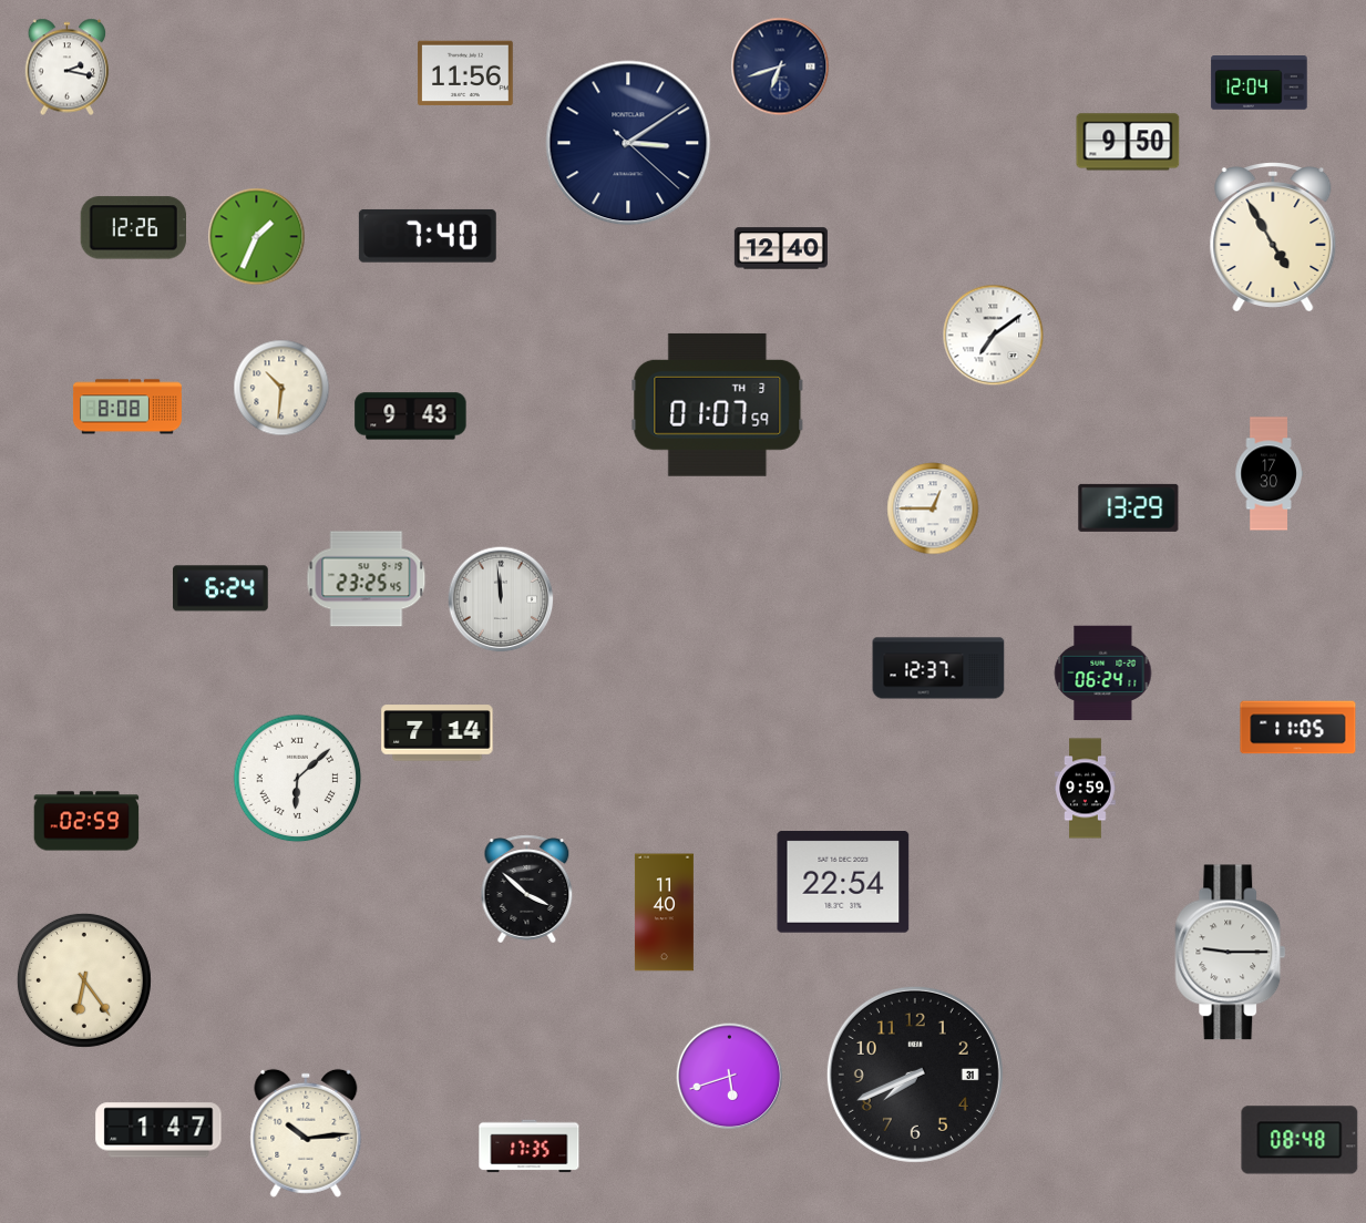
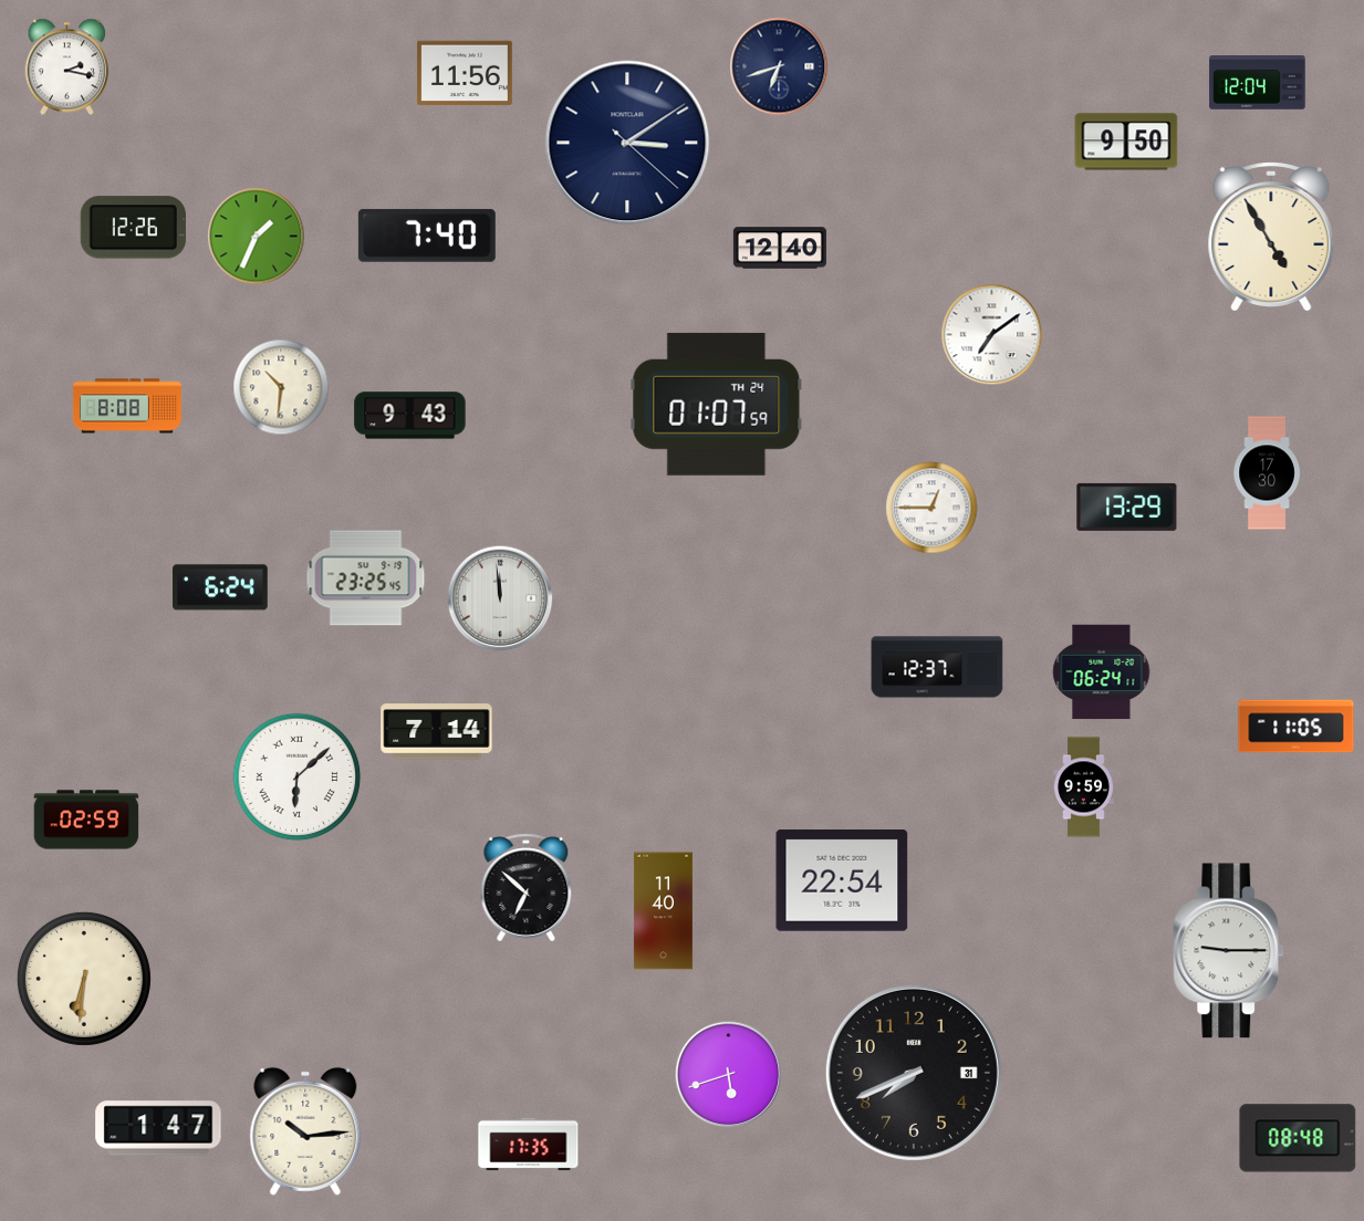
clock at (718, 404) date: TH 3 -> TH 24
clock at (527, 890): 3:52 -> 6:52
clock at (84, 980): 6:24 -> 6:31
